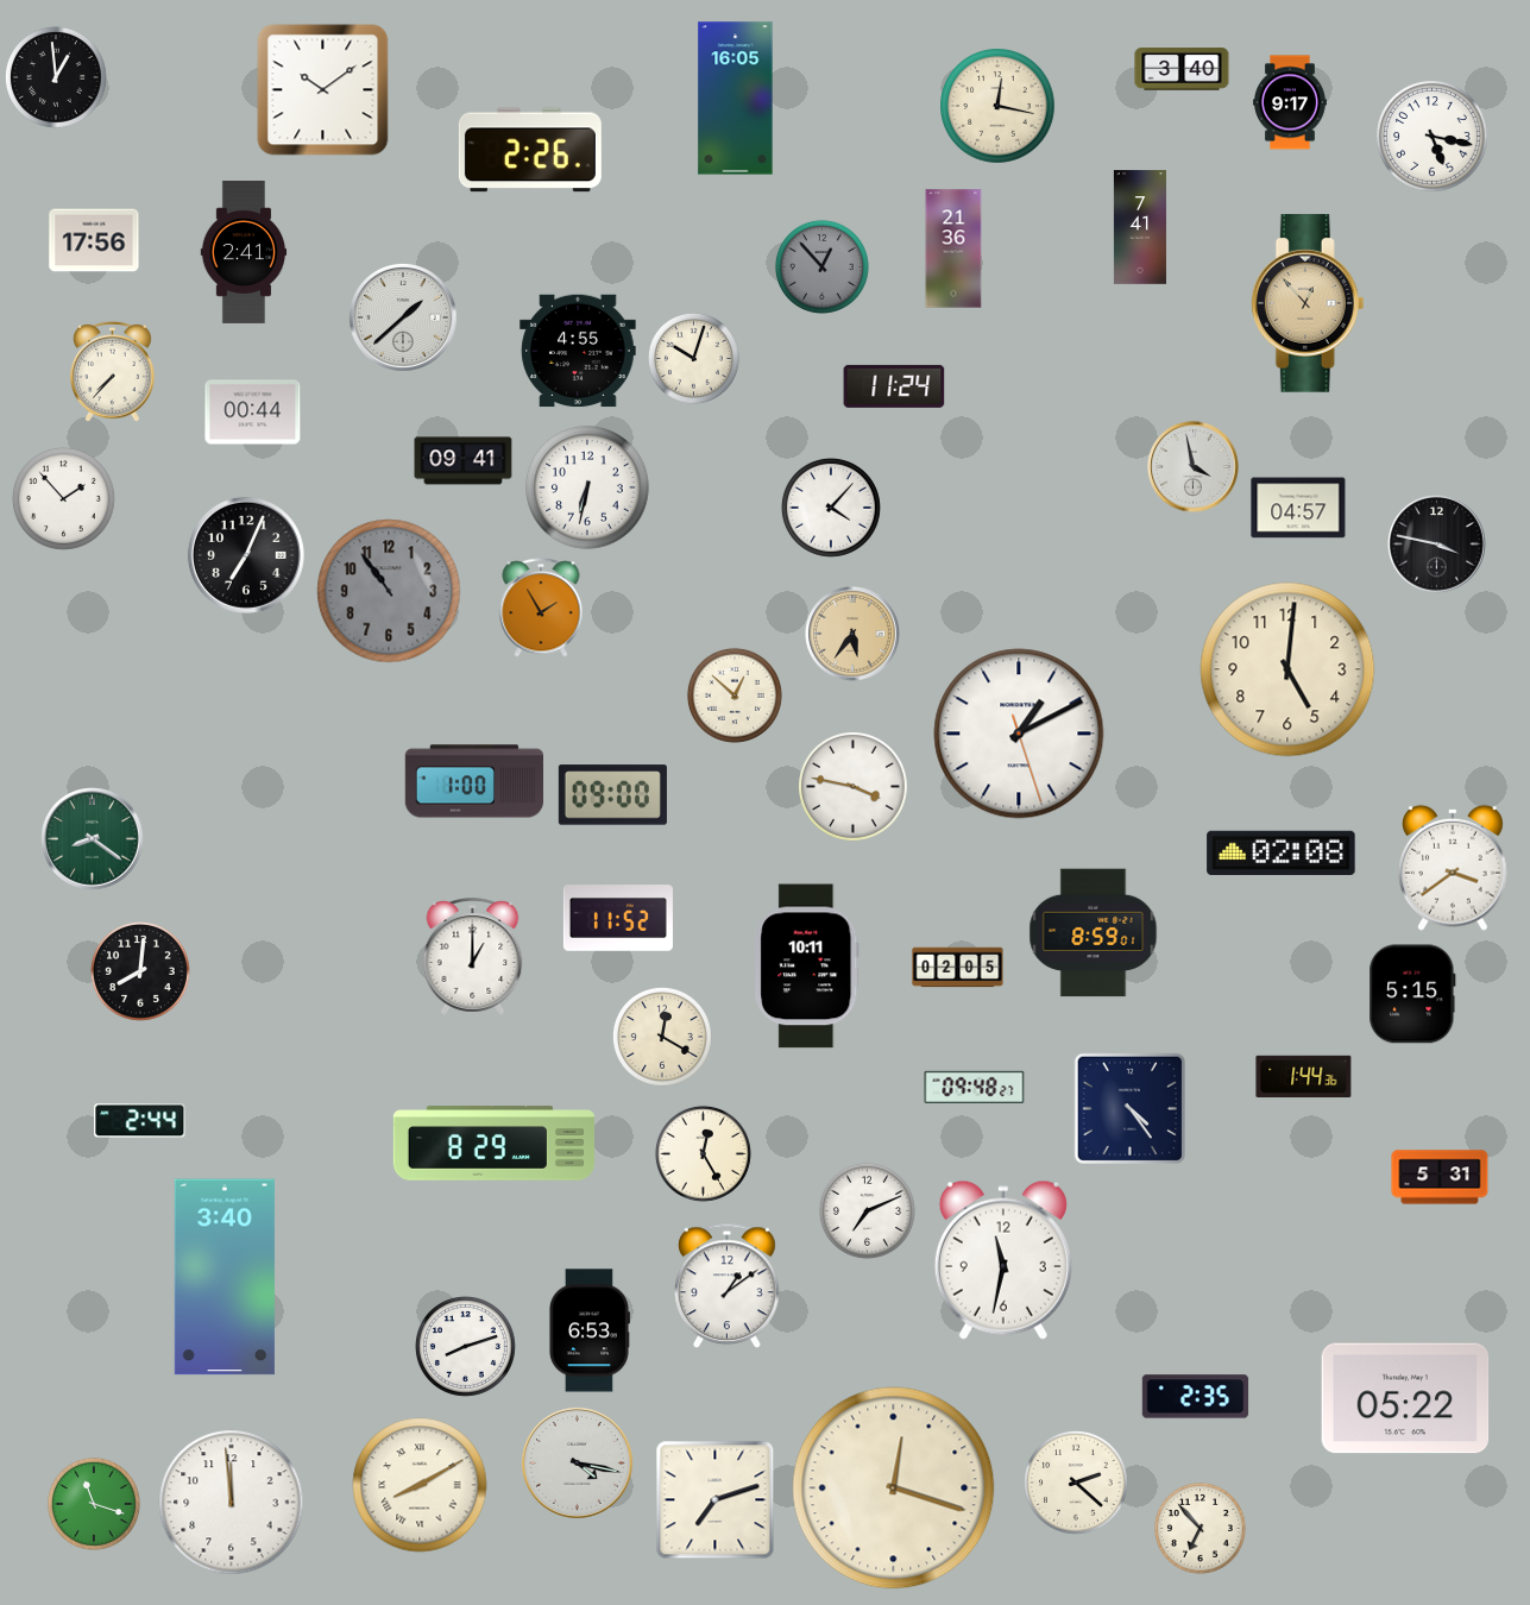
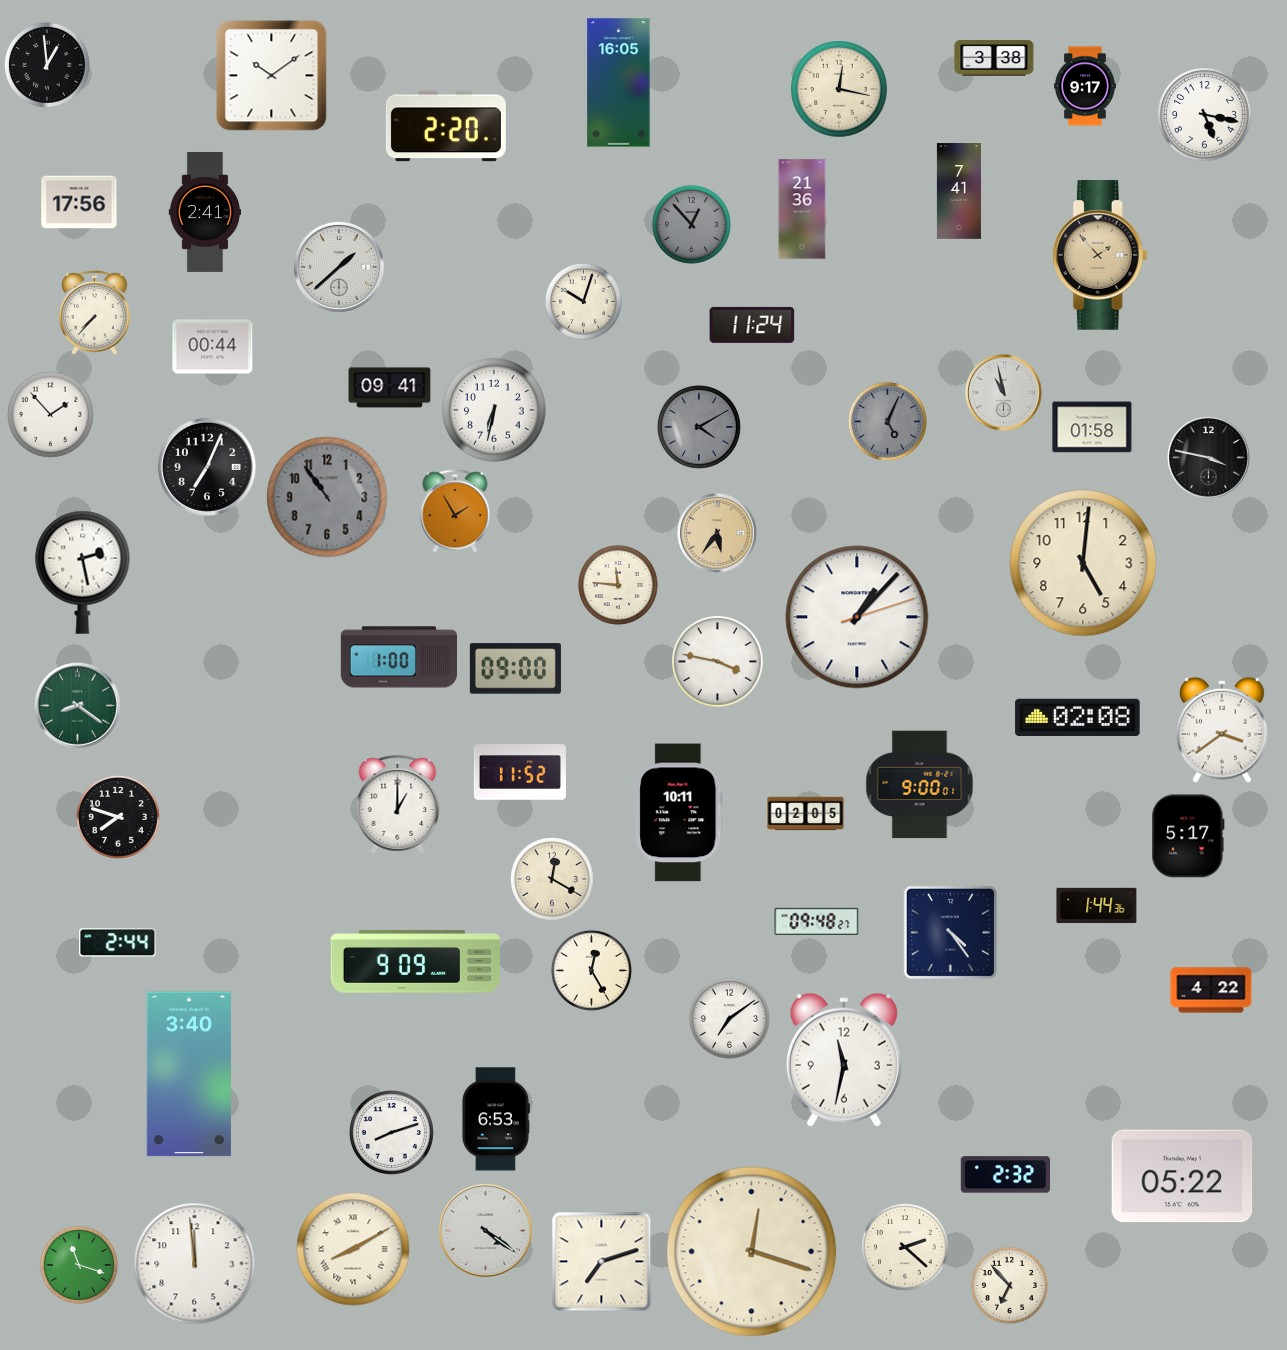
clock at (1182, 69): 3:40 -> 3:38
clock at (530, 150): 2:26 -> 2:20
clock at (1308, 304): 12:53 -> 1:53
clock at (578, 351): 4:55 -> none
clock at (1194, 467): 3:58 -> 10:58
clock at (63, 498) position: (63, 498) -> (50, 414)
clock at (887, 421): none -> 5:04
clock at (831, 508): 4:07 -> 4:10
clock at (831, 508) dial: white -> grey
clock at (1298, 508): 04:57 -> 01:58
clock at (83, 572): none -> 2:28
clock at (735, 695): 12:52 -> 11:46
clock at (1019, 734): 1:10 -> 1:07
clock at (1094, 933): 8:59 -> 9:00
clock at (140, 971): 8:01 -> 7:48
clock at (1412, 994): 5:15 -> 5:17
clock at (662, 1037) position: (662, 1037) -> (552, 879)
clock at (975, 1087) position: (975, 1087) -> (817, 921)
clock at (493, 1144): 8:29 -> 9:09
clock at (1440, 1177): 5:31 -> 4:22
clock at (867, 1210): 7:11 -> 7:09
clock at (728, 1286): 1:09 -> none
clock at (1196, 1397): 2:35 -> 2:32
clock at (577, 1462): 4:17 -> 4:21
